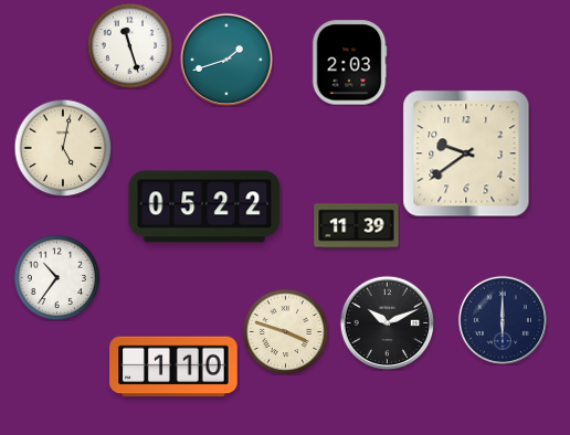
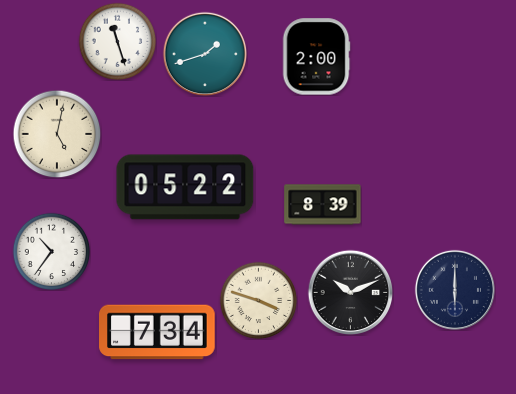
clock at (349, 63): 2:03 -> 2:00
clock at (466, 153): 9:39 -> none
clock at (357, 226): 11:39 -> 8:39
clock at (173, 367): 1:10 -> 7:34
